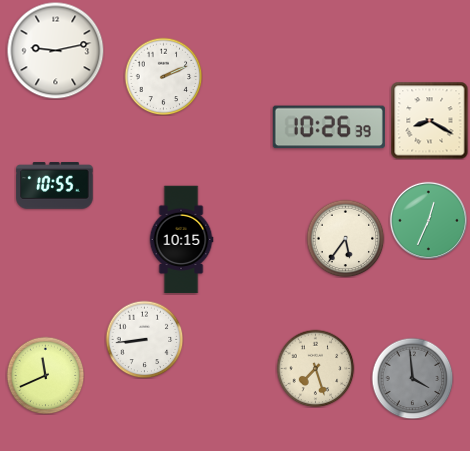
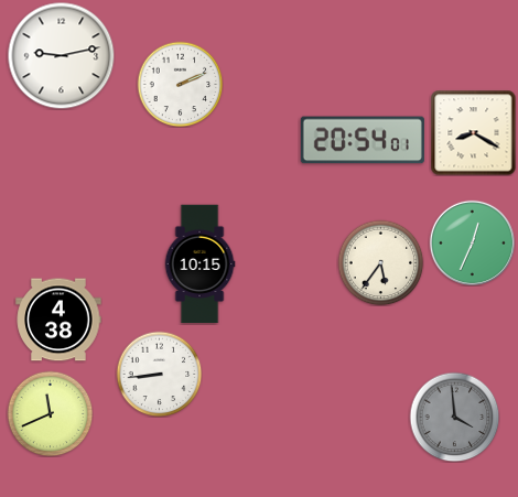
clock at (329, 127): 10:26 -> 20:54
clock at (55, 186): 10:55 -> none
clock at (58, 320): none -> 4:38
clock at (315, 368): 7:27 -> none
